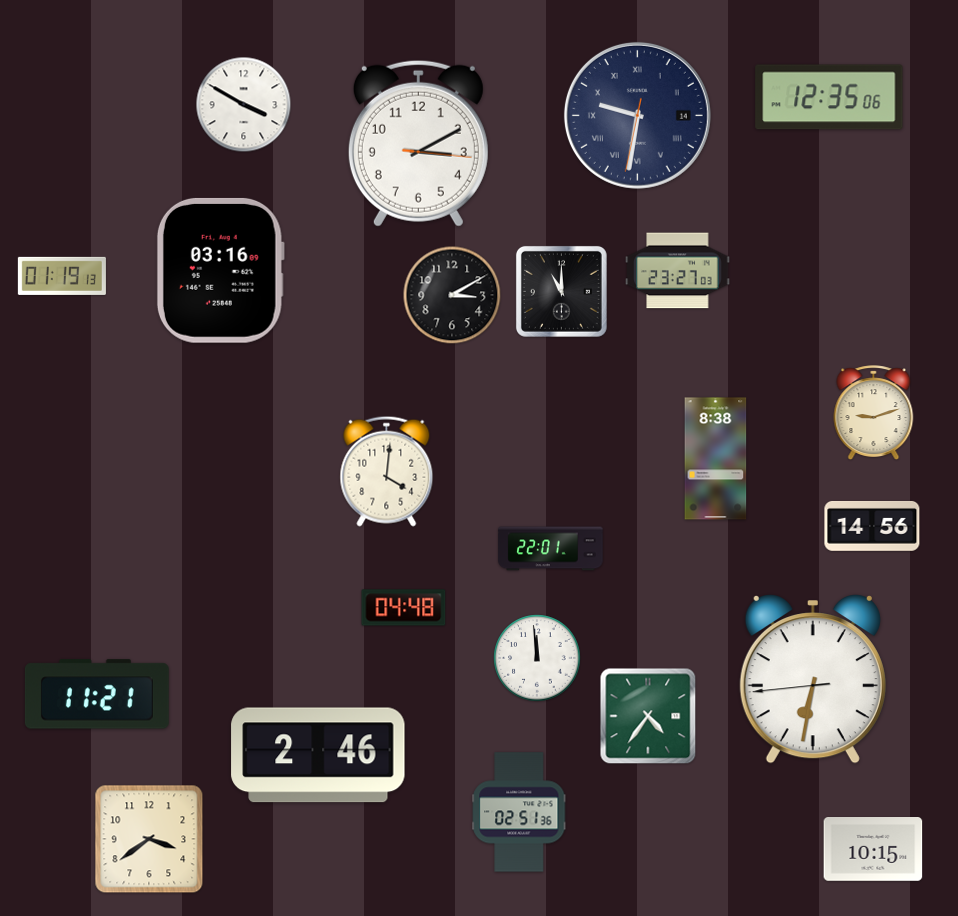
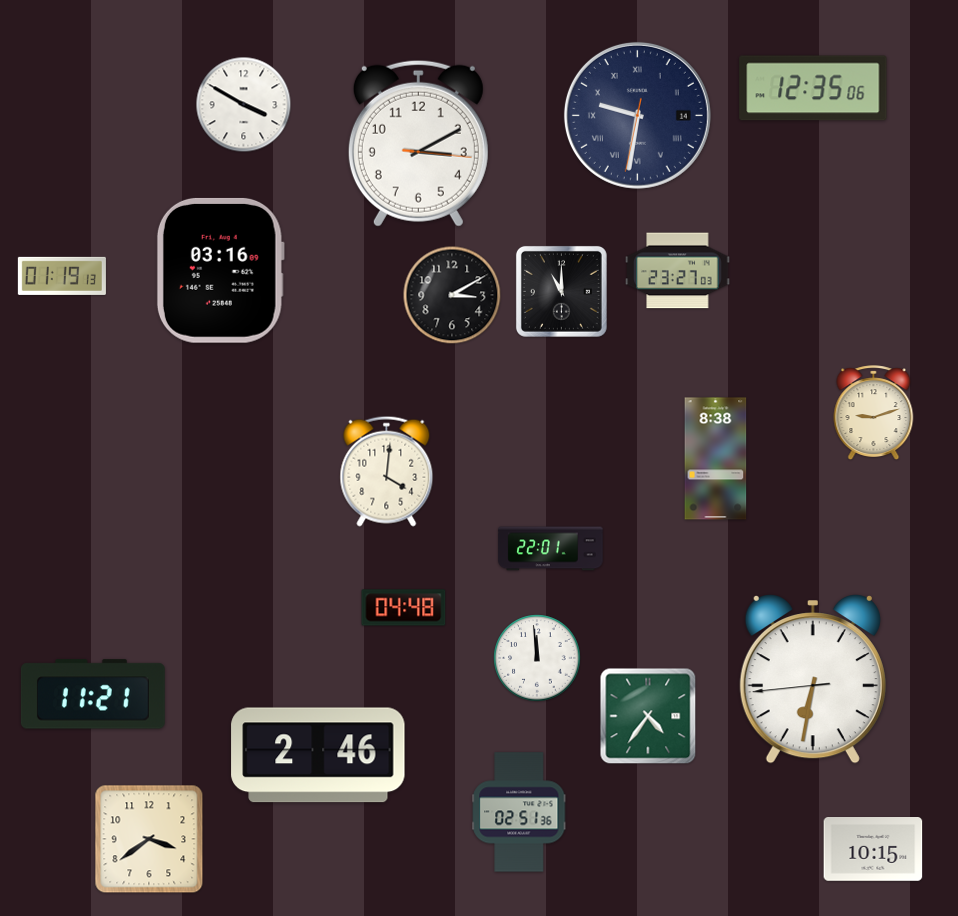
clock at (829, 97) position: (829, 97) -> (813, 88)
clock at (872, 526): 14:56 -> none
clock at (97, 694) position: (97, 694) -> (93, 694)
